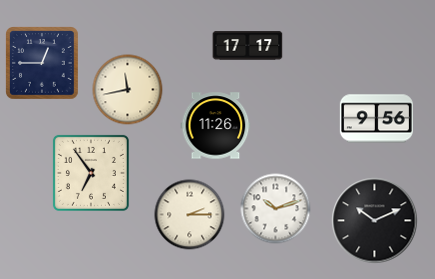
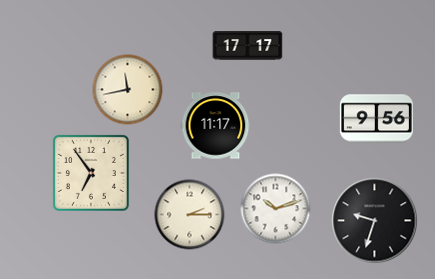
clock at (43, 64): 12:45 -> none
clock at (216, 126): 11:26 -> 11:17
clock at (375, 221): 10:11 -> 9:33
